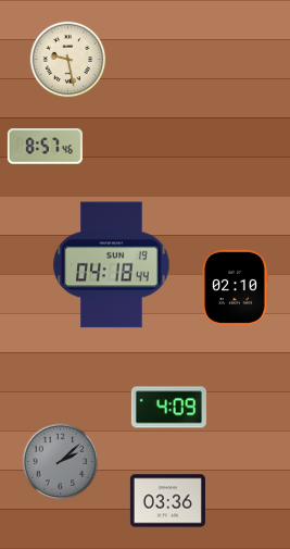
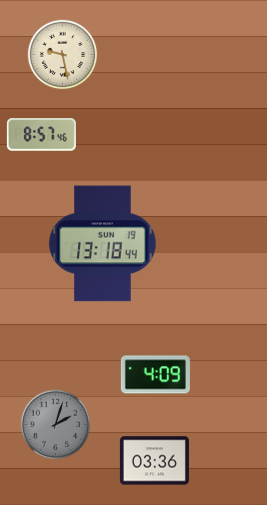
clock at (112, 265): 04:18 -> 13:18
clock at (235, 287): 02:10 -> none
clock at (61, 462): 2:08 -> 2:03
